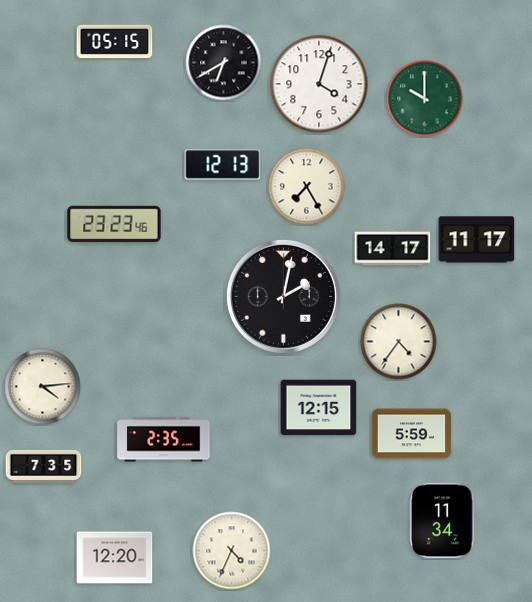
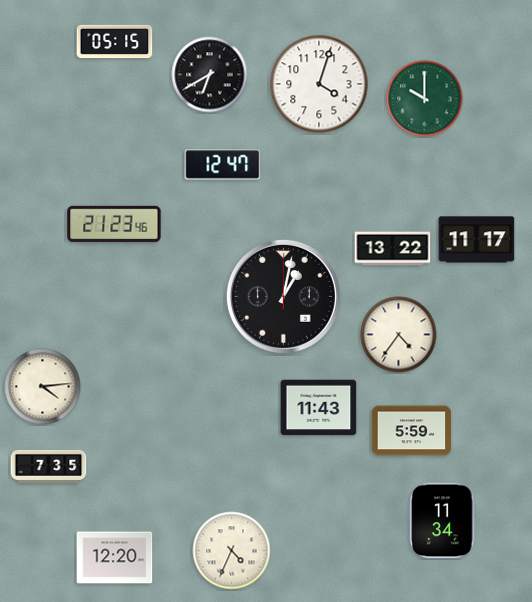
clock at (224, 63) position: (224, 63) -> (210, 75)
clock at (223, 165): 12:13 -> 12:47
clock at (307, 187): 7:25 -> none
clock at (114, 224): 23:23 -> 21:23
clock at (393, 249): 14:17 -> 13:22
clock at (283, 296): 2:02 -> 1:02
clock at (399, 342) position: (399, 342) -> (399, 335)
clock at (319, 408): 12:15 -> 11:43
clock at (412, 434) position: (412, 434) -> (412, 431)
clock at (164, 440): 2:35 -> none
clock at (44, 466) position: (44, 466) -> (49, 466)
